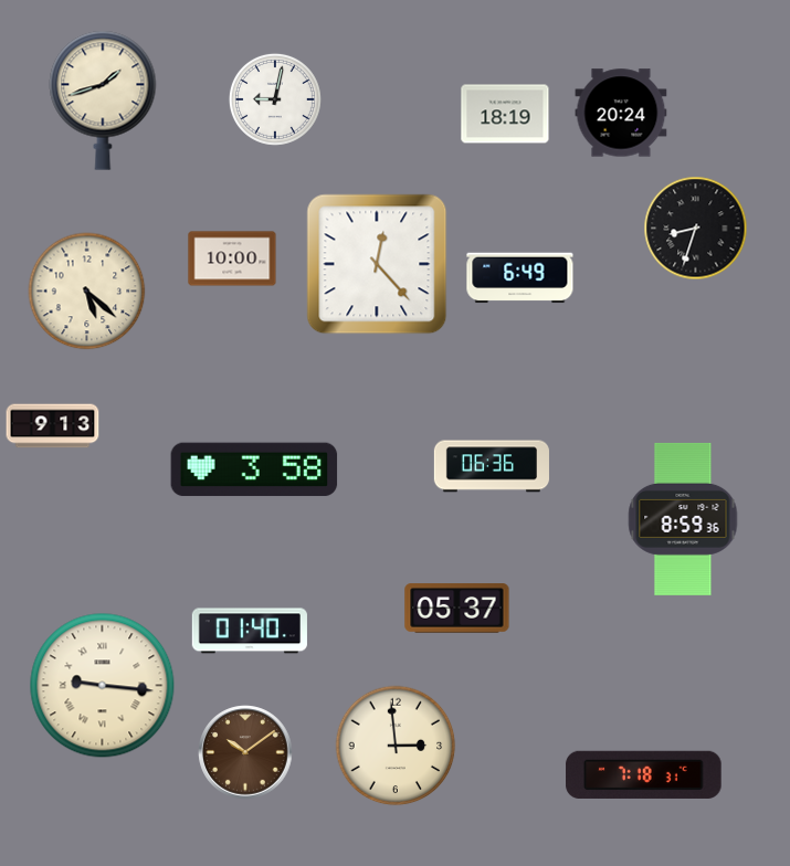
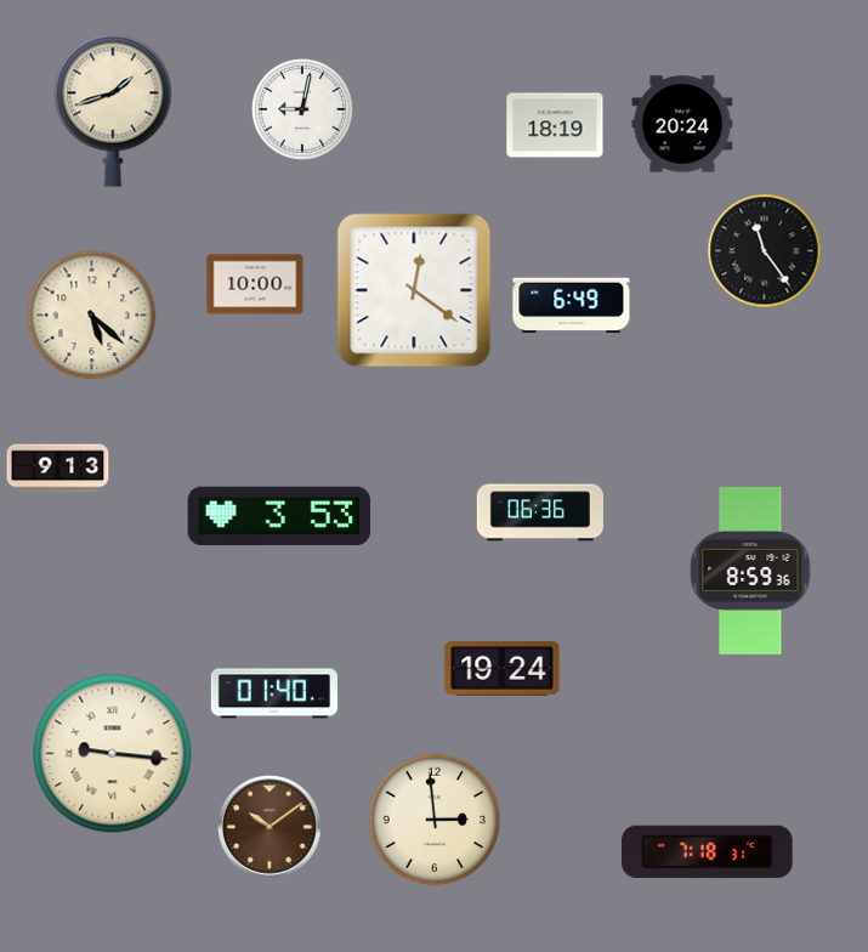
clock at (696, 229): 8:33 -> 11:24
clock at (377, 264): 12:23 -> 12:21
clock at (87, 292) position: (87, 292) -> (92, 316)
clock at (254, 469): 3:58 -> 3:53
clock at (457, 609): 05:37 -> 19:24
